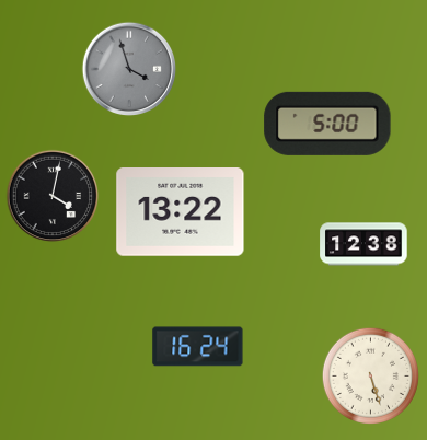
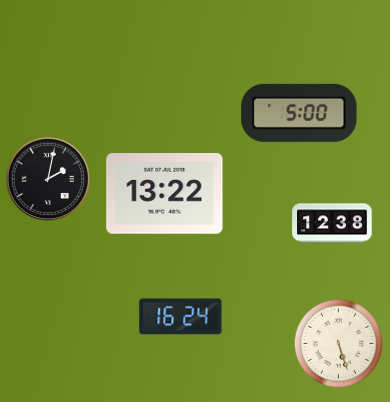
clock at (128, 68): 3:57 -> none
clock at (53, 196): 4:02 -> 2:02
